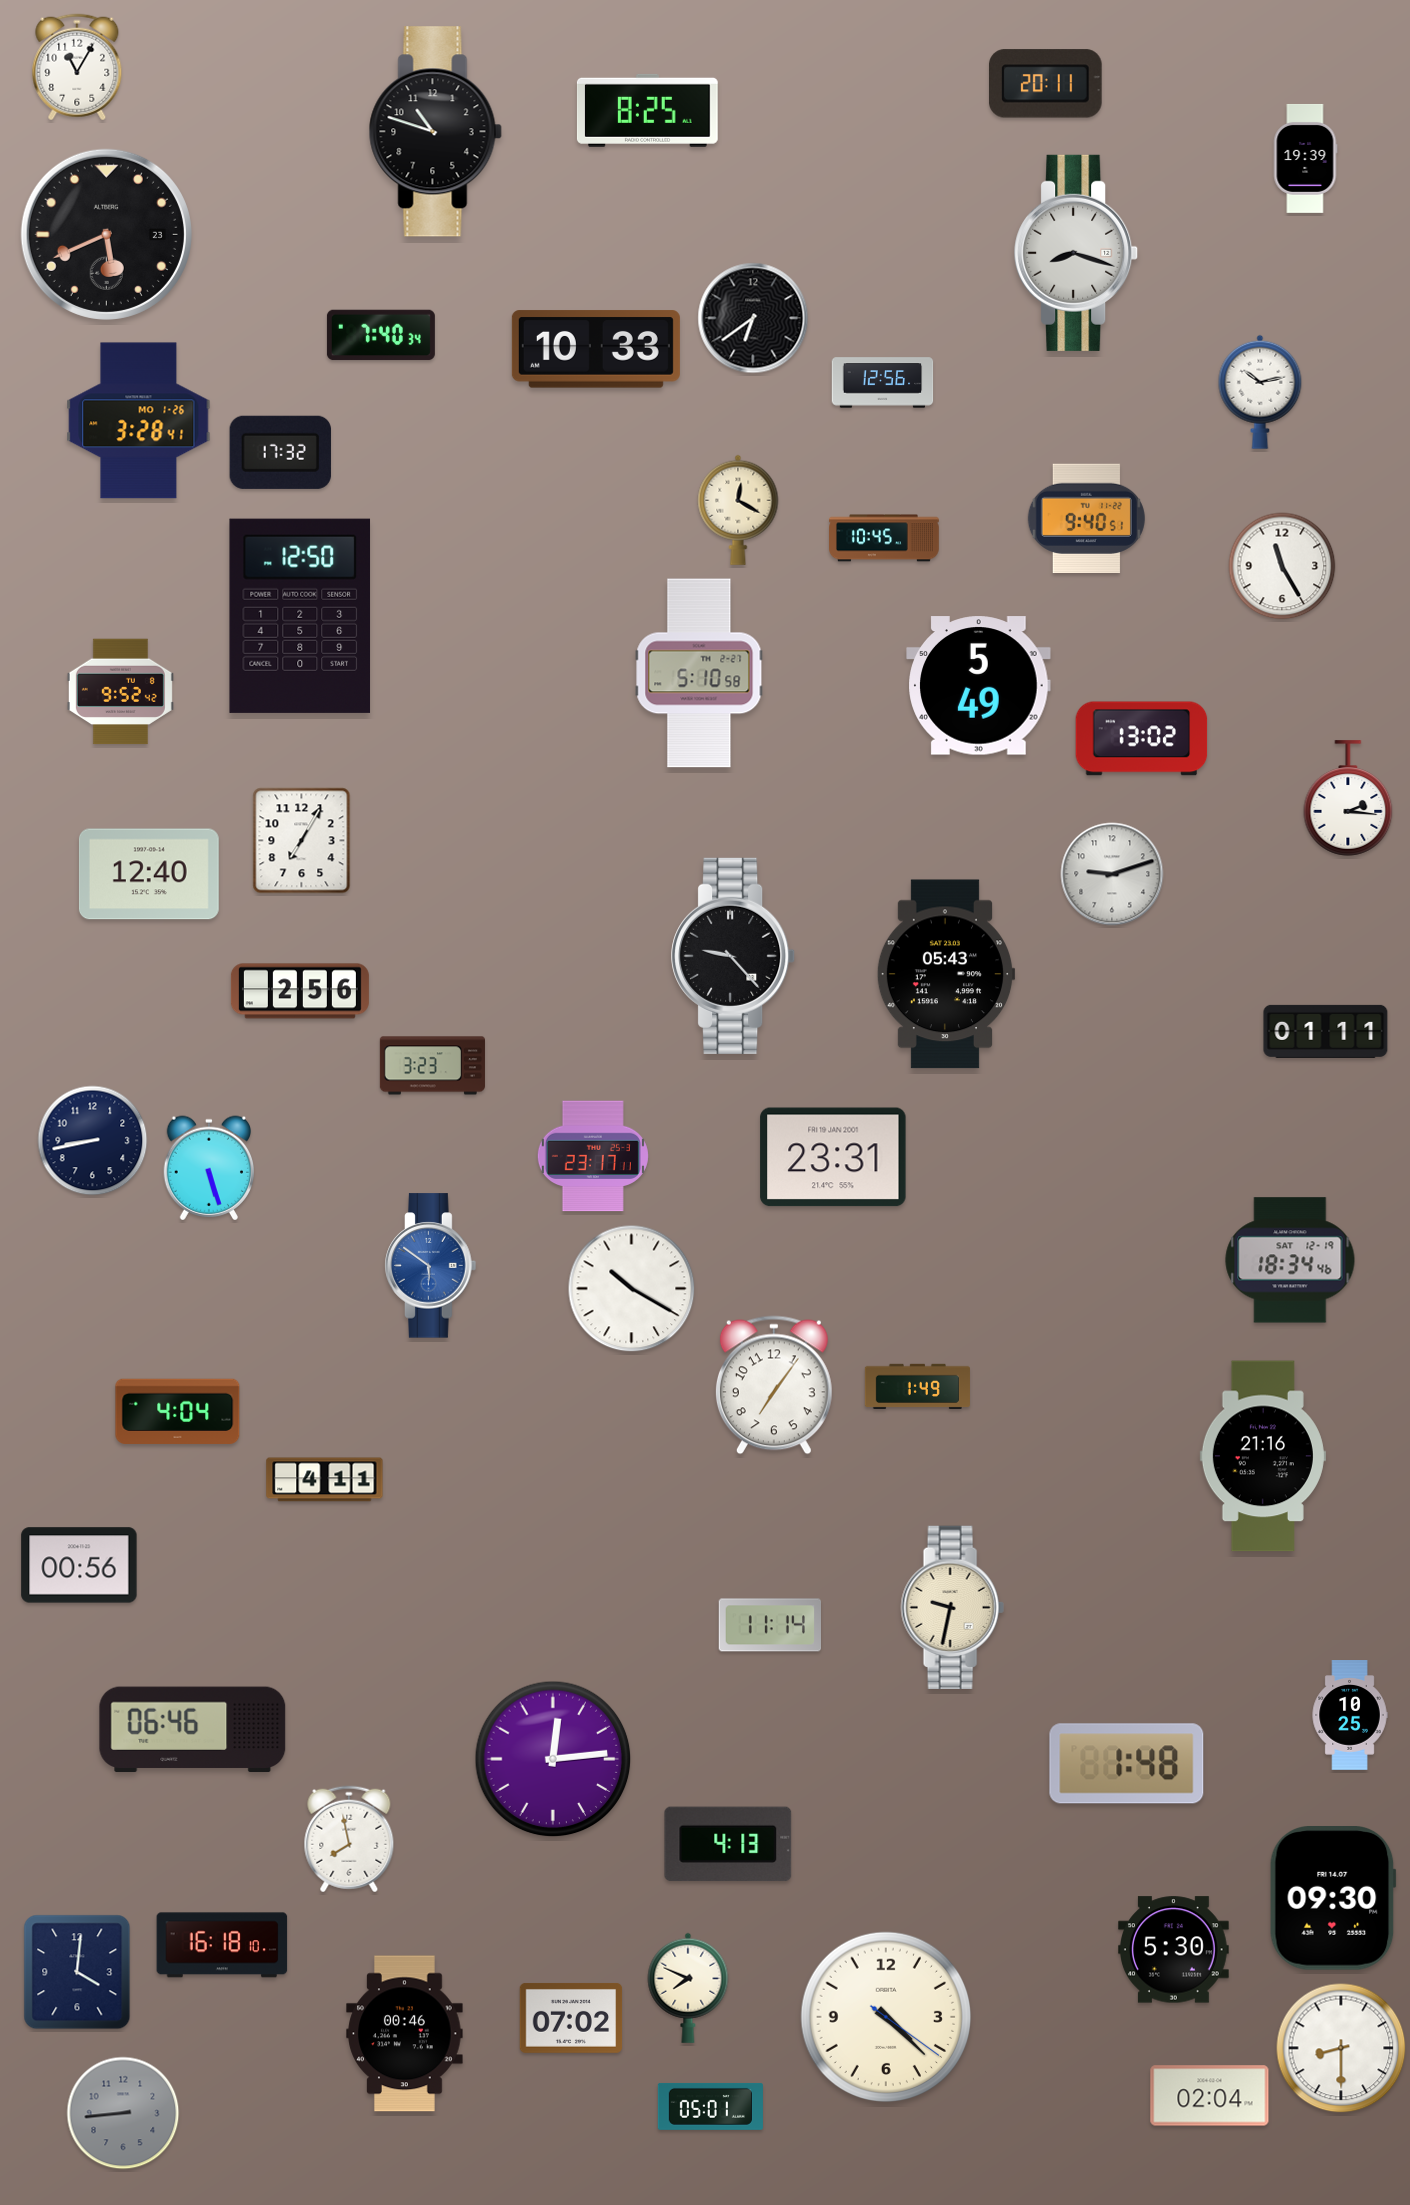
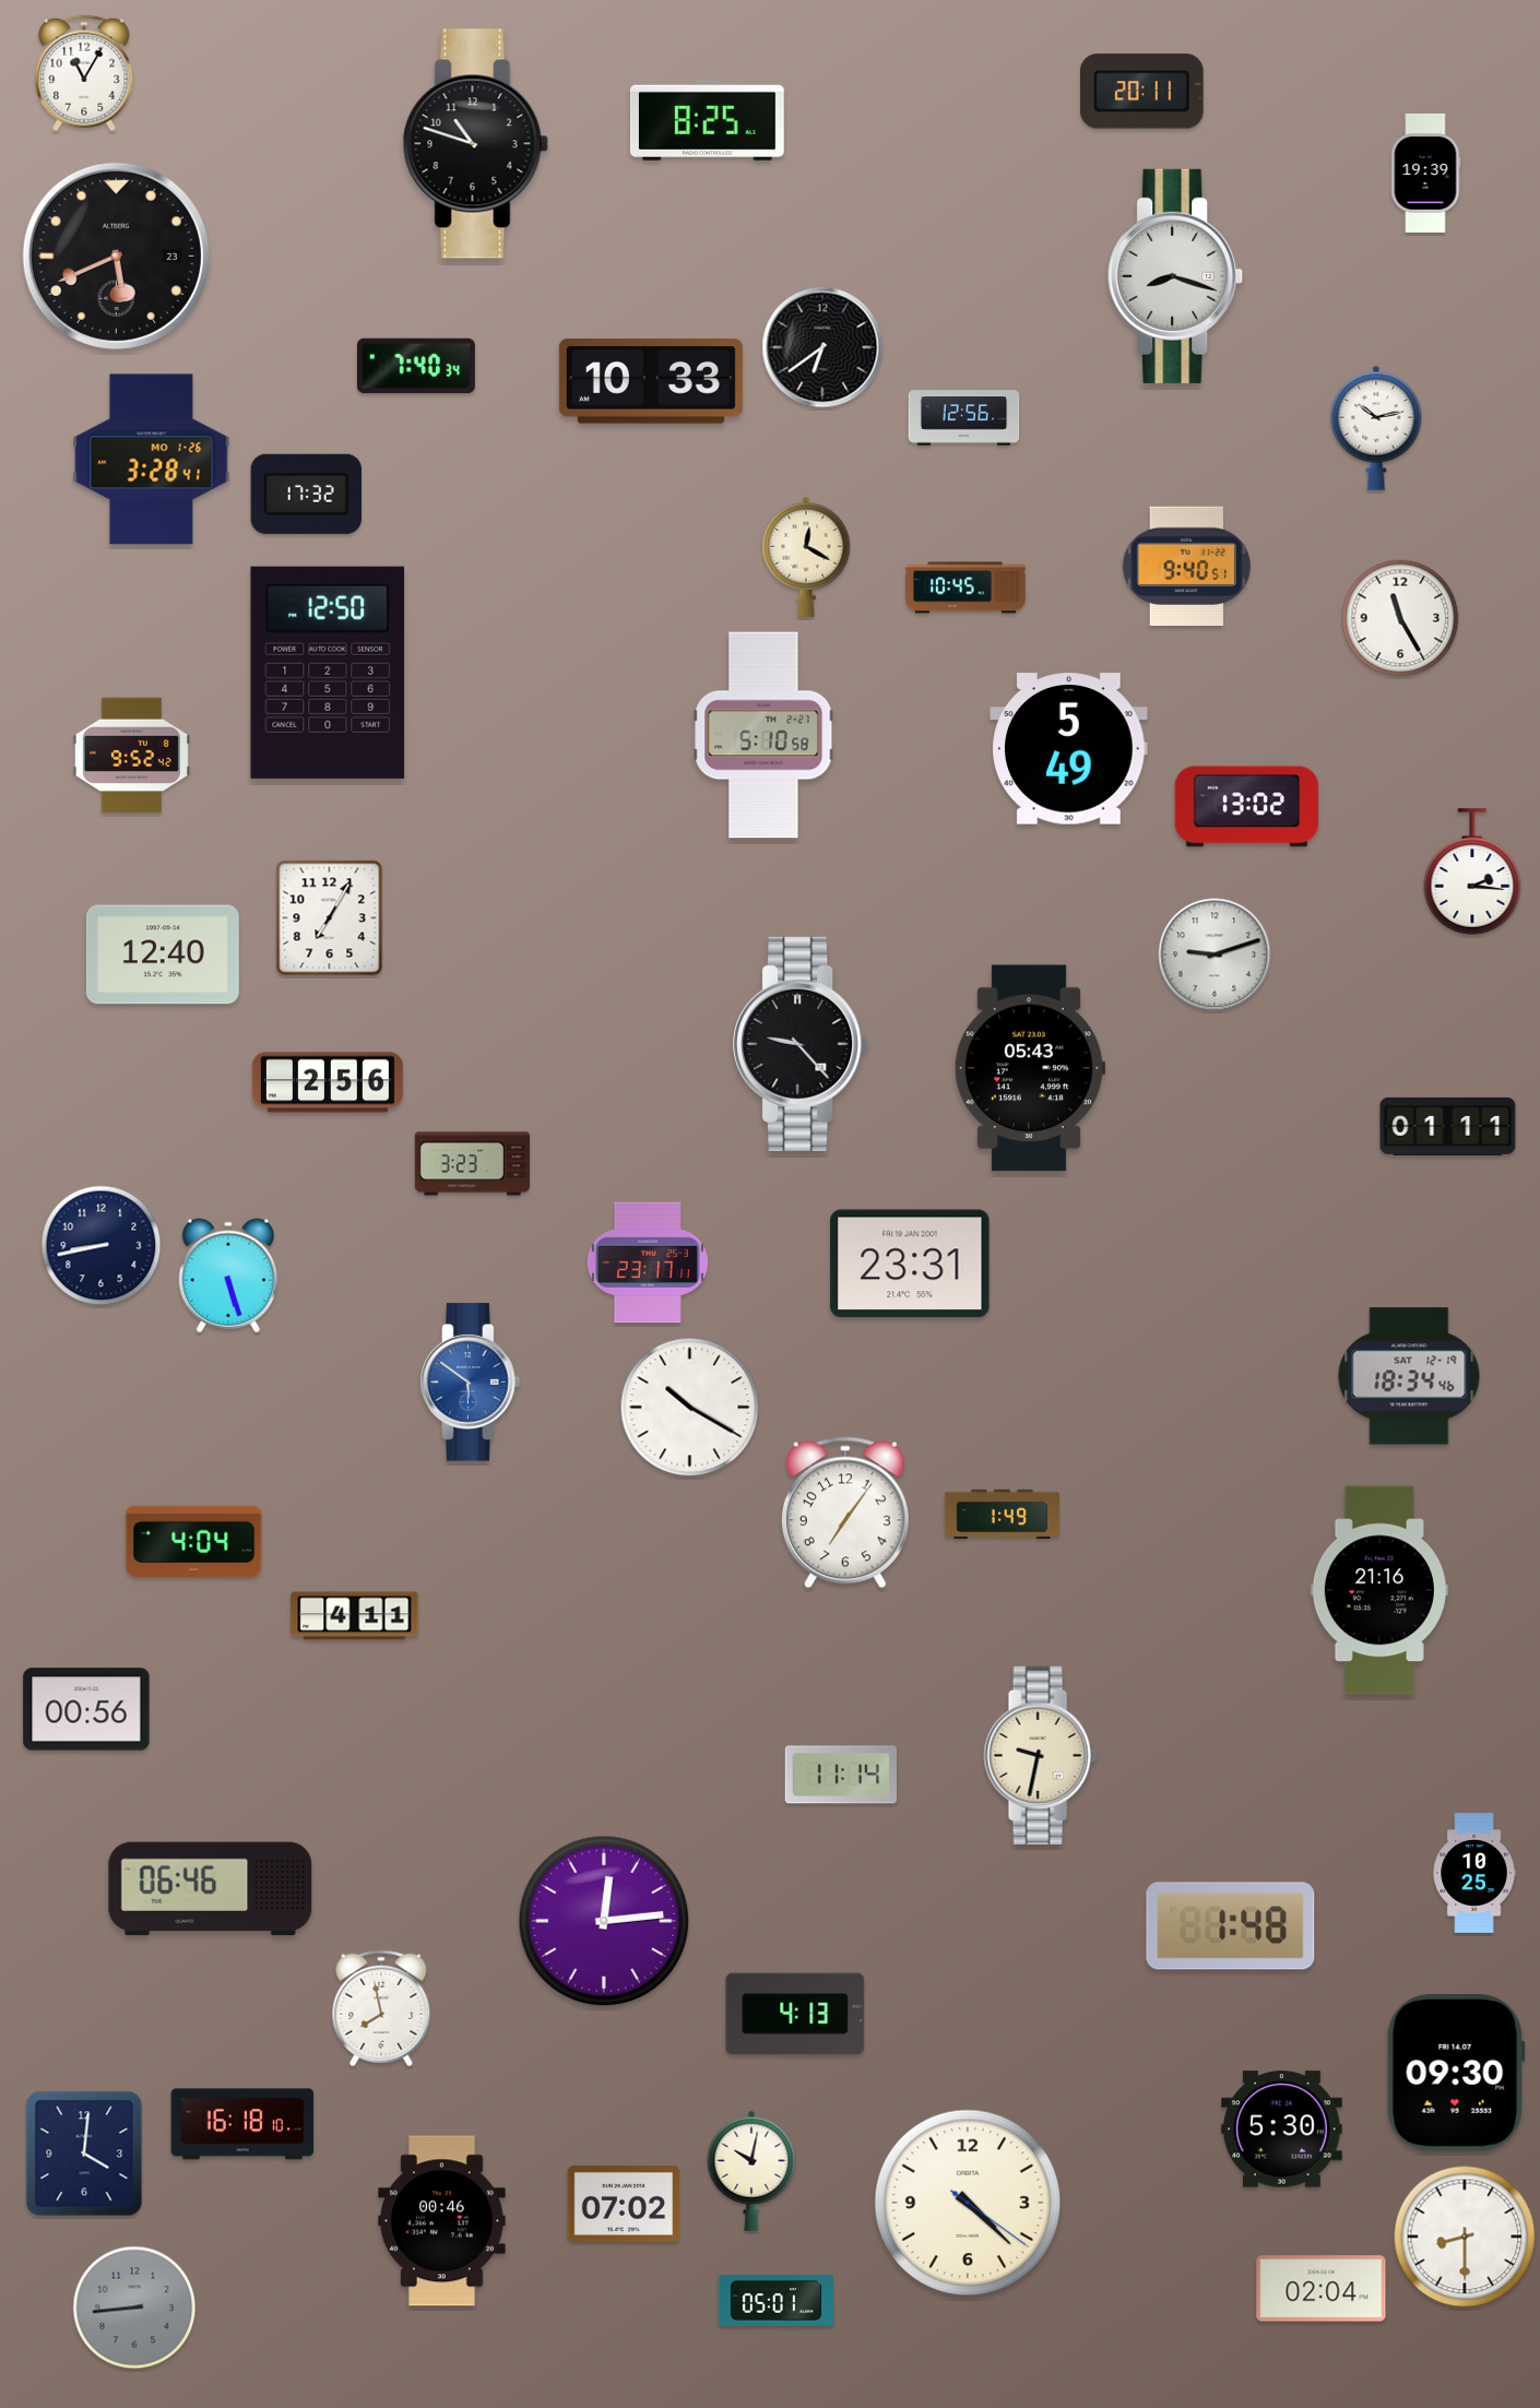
clock at (946, 974) position: (946, 974) -> (1030, 1068)
clock at (688, 1988): 7:49 -> 10:02
